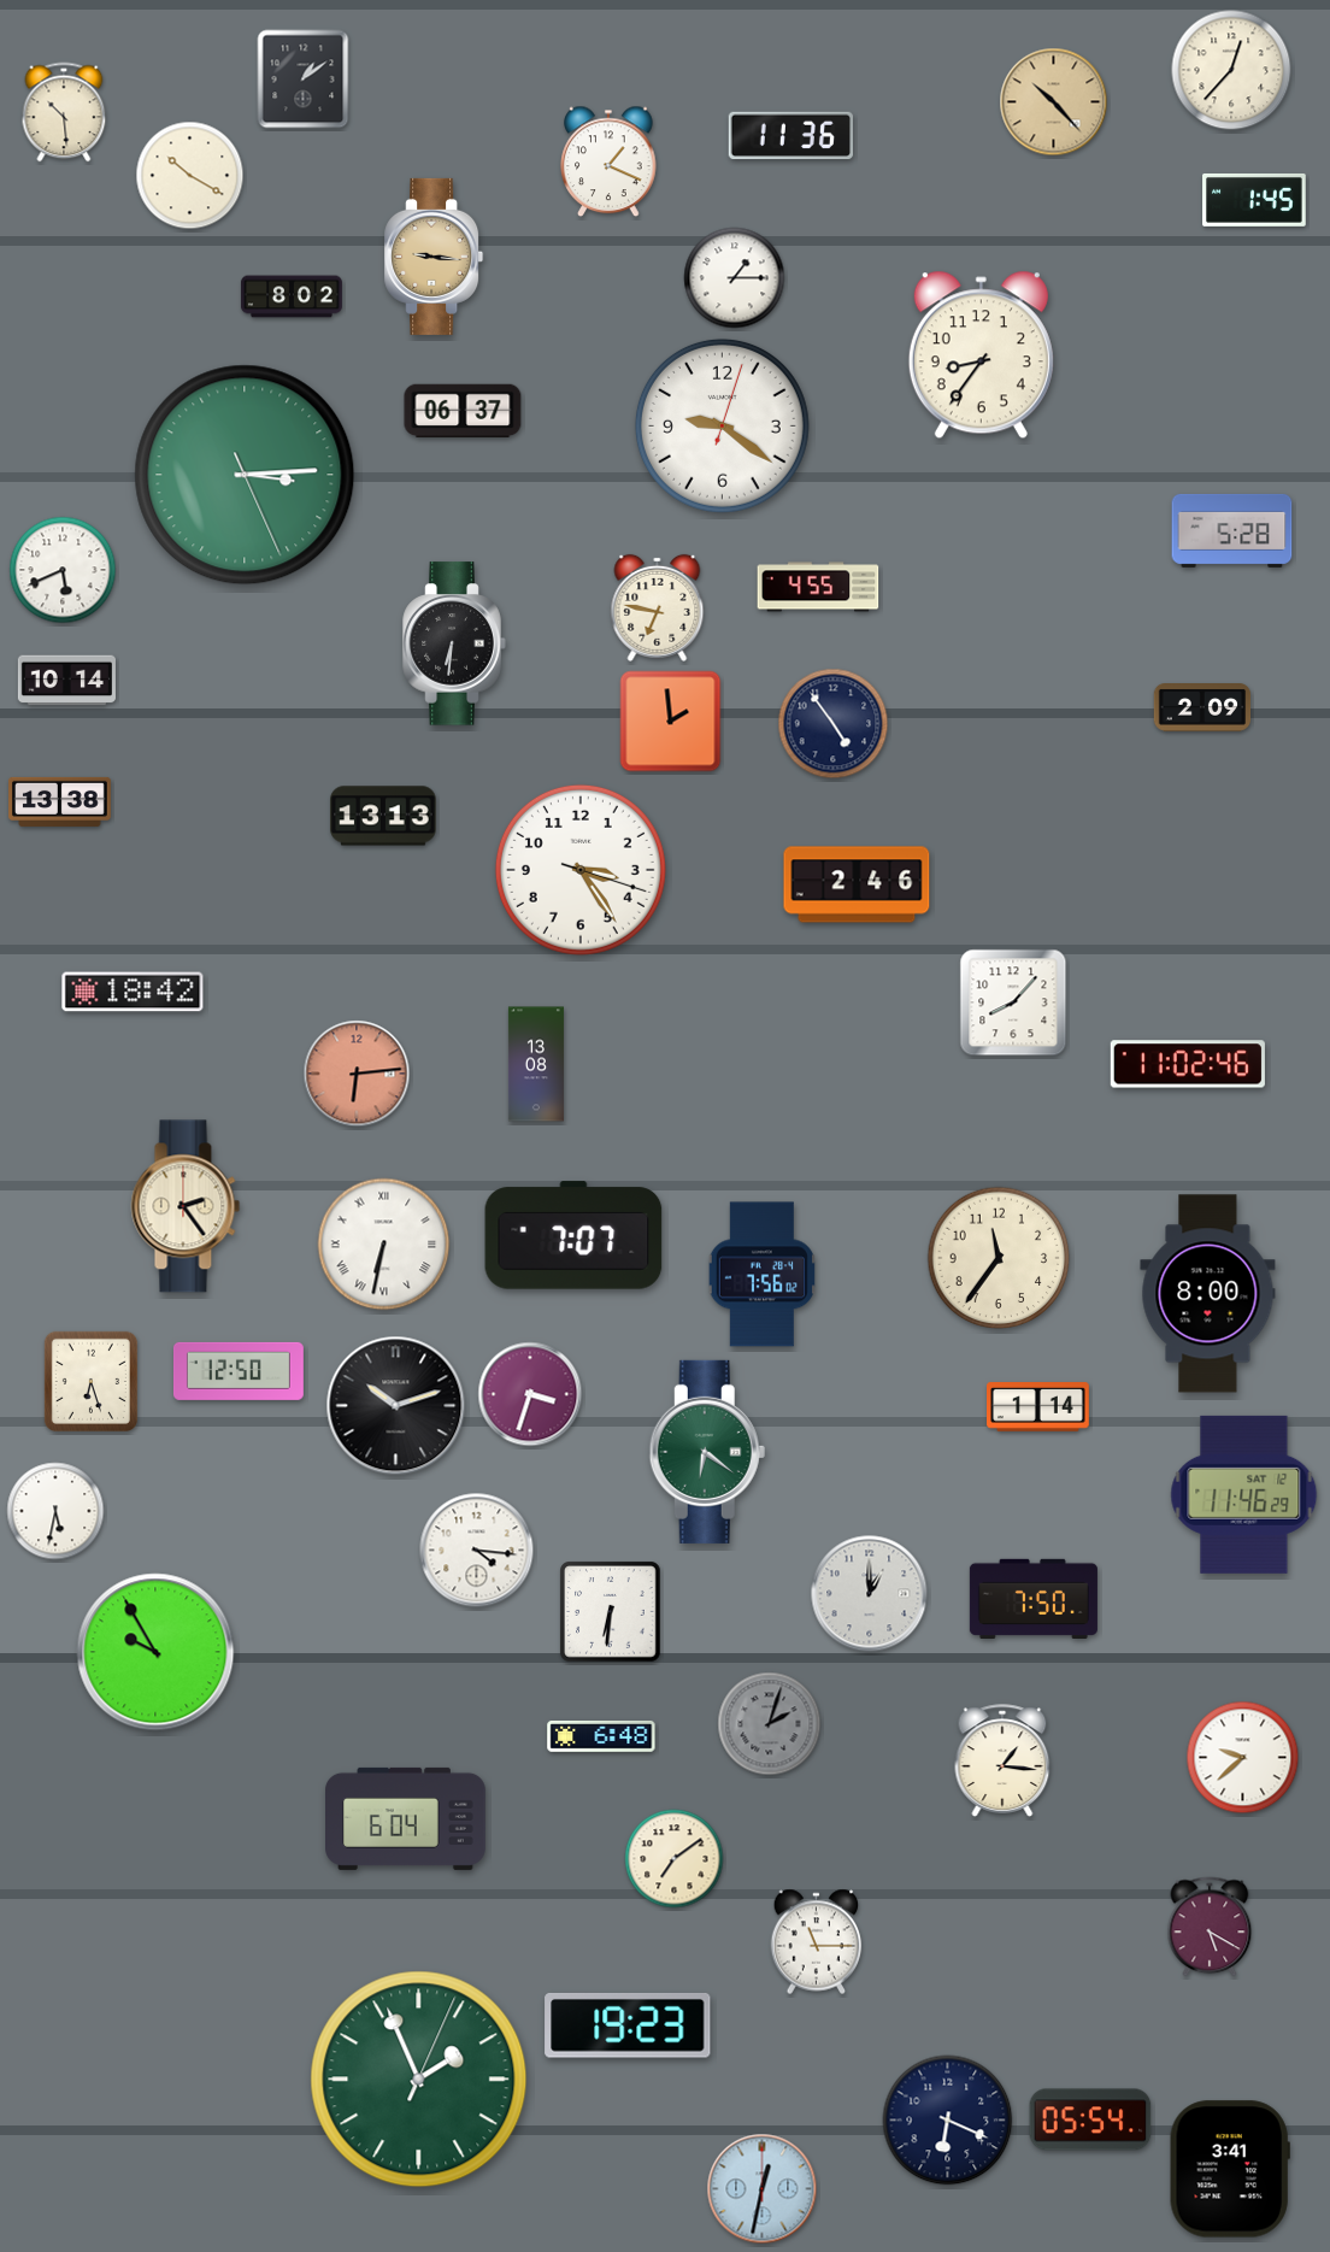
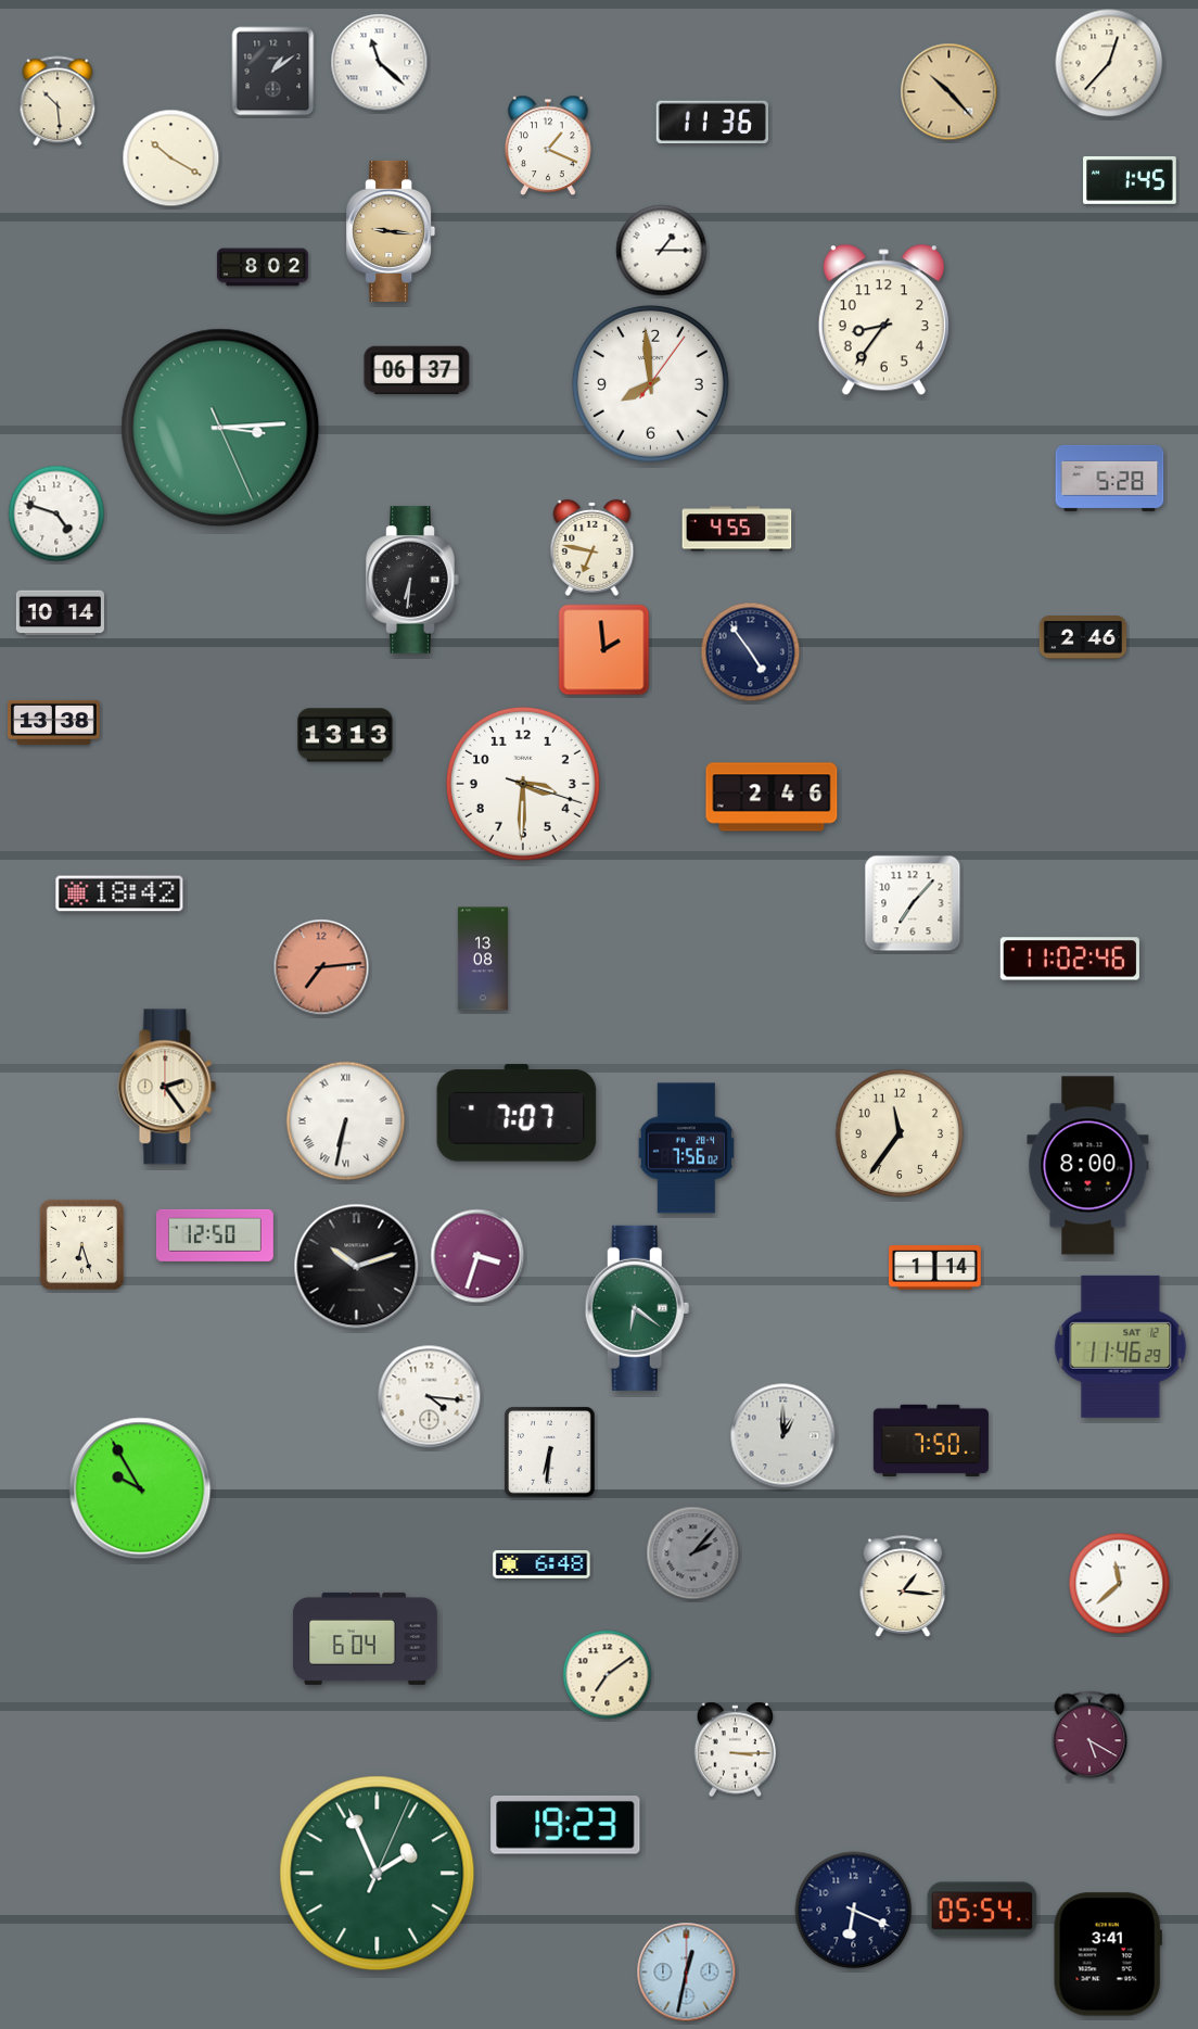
clock at (380, 63): none -> 11:22
clock at (722, 425): 9:21 -> 7:59
clock at (63, 570): 5:41 -> 4:48
clock at (454, 643) position: (454, 643) -> (412, 580)
clock at (1202, 708): 2:09 -> 2:46
clock at (581, 870): 3:24 -> 3:30
clock at (1013, 1002): 8:07 -> 7:07
clock at (357, 1074): 6:14 -> 7:14
clock at (55, 1511): 5:32 -> none
clock at (770, 1724): 2:03 -> 2:07
clock at (1243, 1758): 9:38 -> 11:38
clock at (817, 1942): 11:15 -> 3:15
